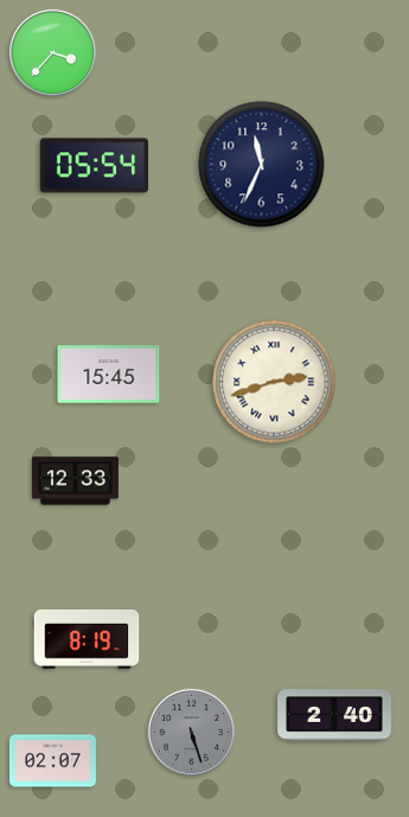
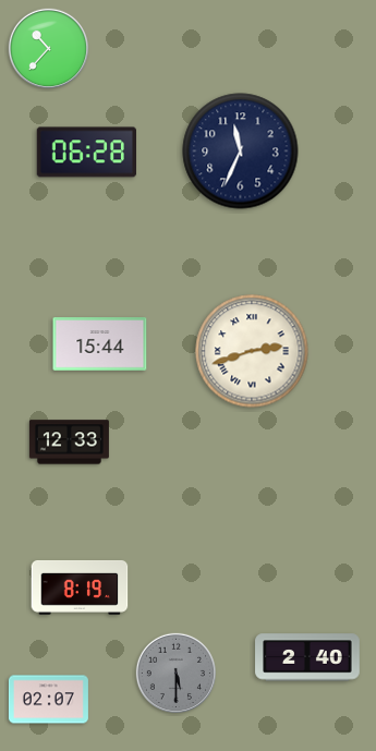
clock at (52, 52): 3:37 -> 10:37
clock at (94, 166): 05:54 -> 06:28
clock at (109, 375): 15:45 -> 15:44
clock at (191, 732): 5:27 -> 5:30
